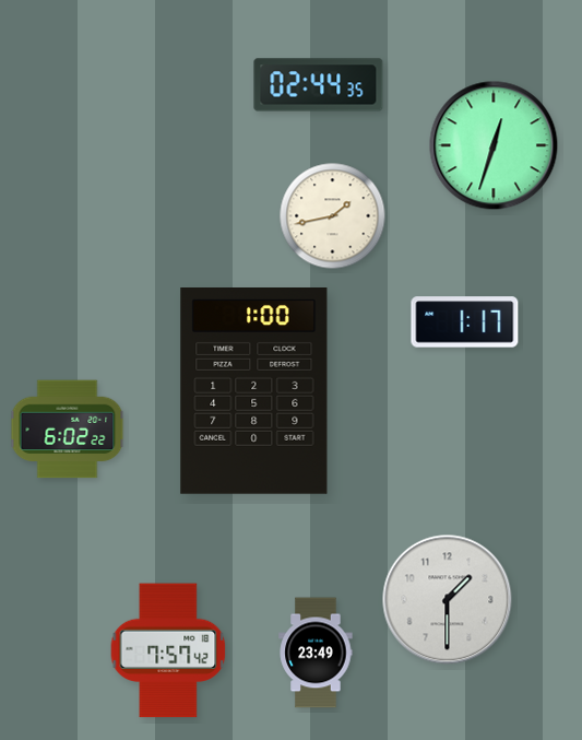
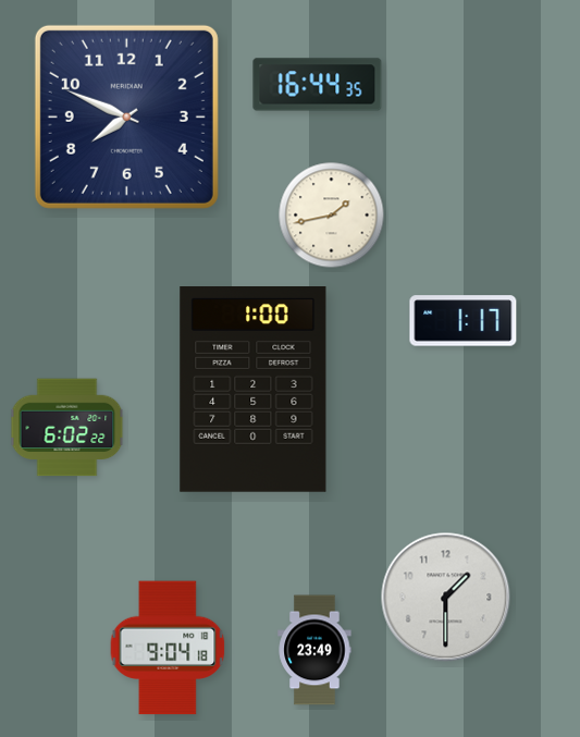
clock at (319, 85): 02:44 -> 16:44
clock at (126, 116): none -> 7:49
clock at (494, 145): 12:33 -> none
clock at (168, 650): 7:57 -> 9:04
